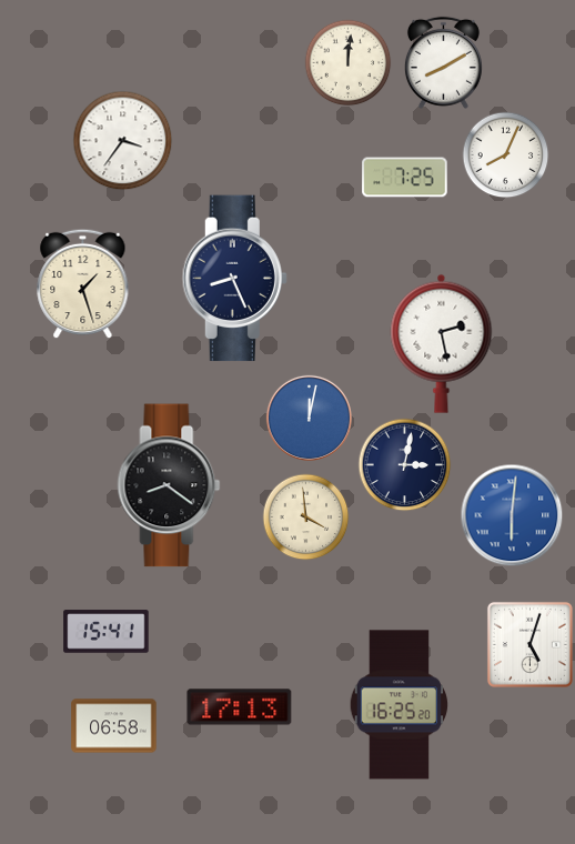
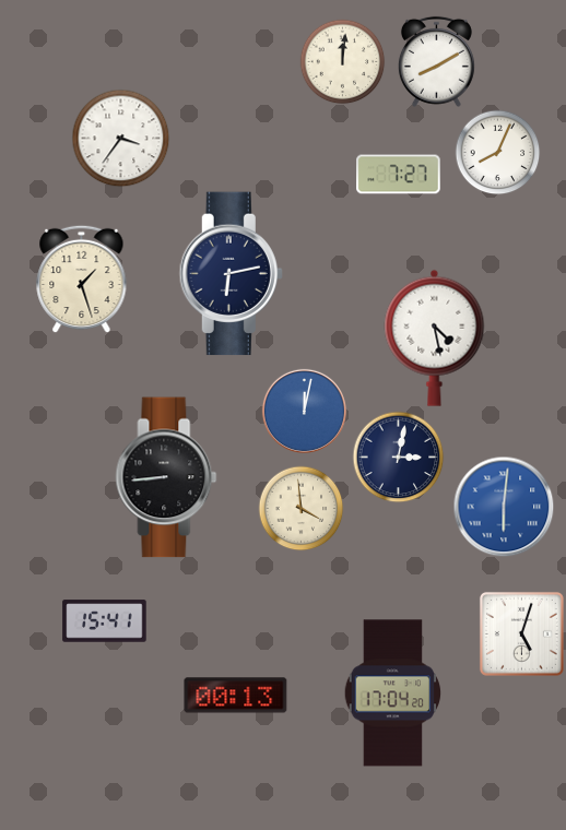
clock at (405, 178): 7:25 -> 7:27
clock at (234, 279): 8:26 -> 6:13
clock at (442, 343): 2:28 -> 4:28
clock at (169, 485): 8:21 -> 8:44
clock at (400, 705): 16:25 -> 17:04
clock at (240, 707): 17:13 -> 00:13
clock at (114, 726): 06:58 -> none
